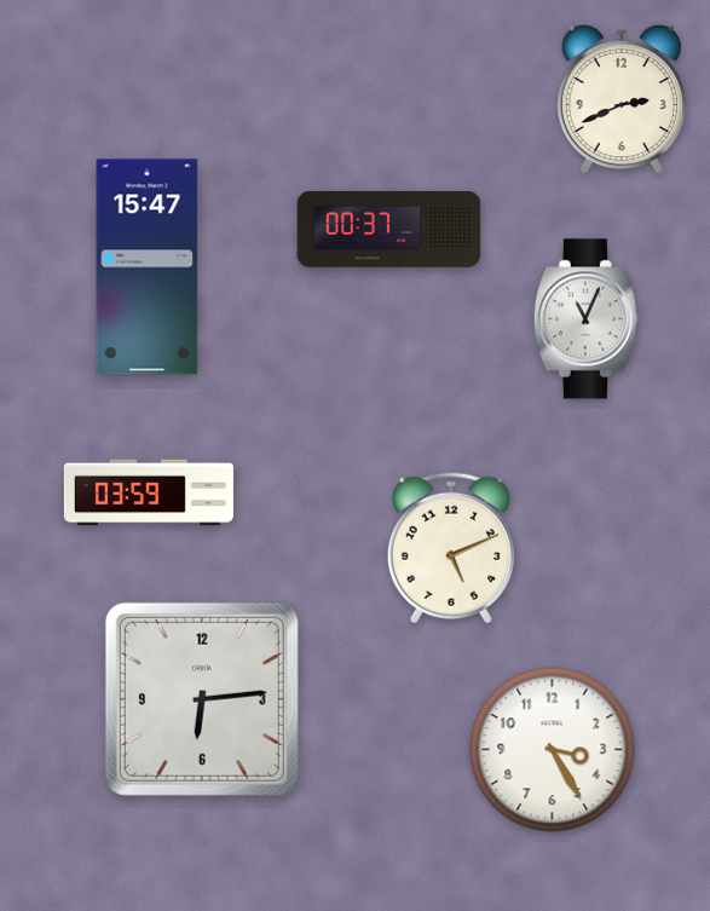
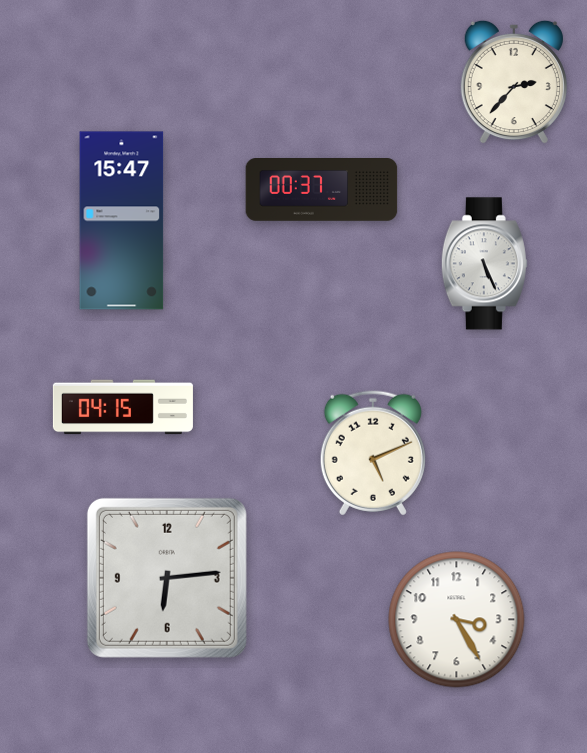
clock at (622, 99): 2:41 -> 2:37
clock at (585, 319): 11:04 -> 5:26
clock at (149, 492): 03:59 -> 04:15
